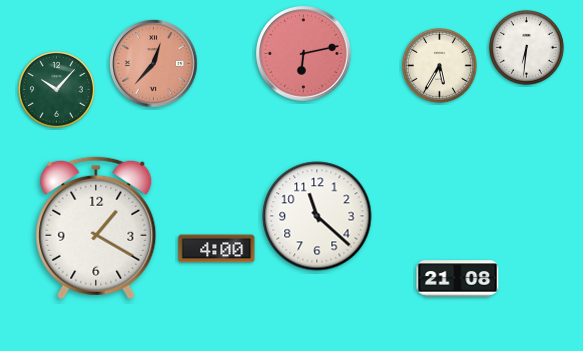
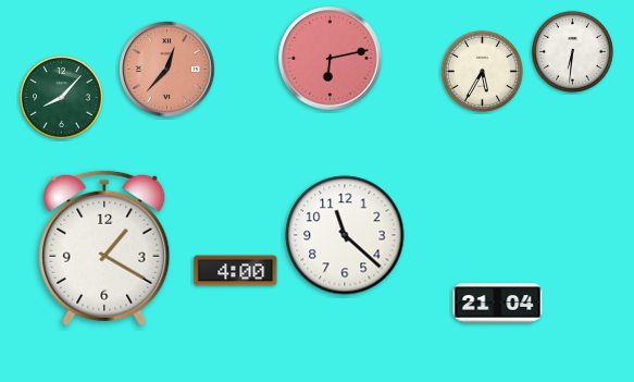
clock at (439, 65) position: (439, 65) -> (482, 71)
clock at (57, 90): 10:07 -> 8:07
clock at (458, 279): 21:08 -> 21:04
